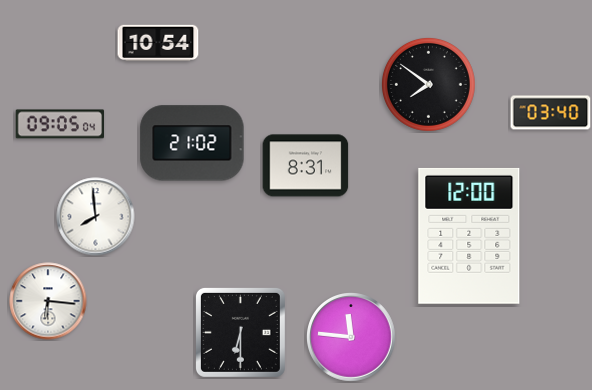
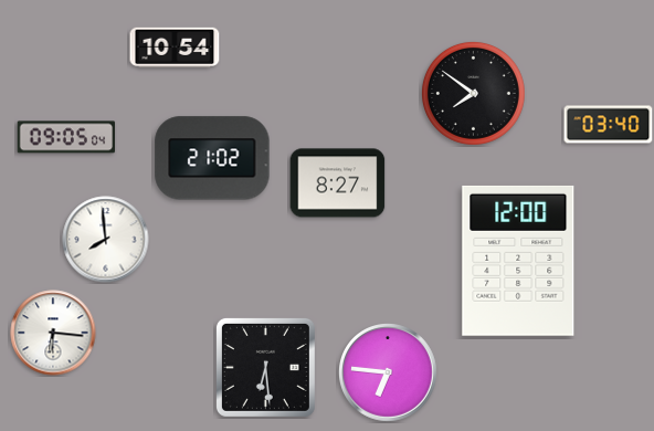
clock at (306, 166): 8:31 -> 8:27
clock at (240, 332): 6:30 -> 6:29
clock at (352, 338): 11:46 -> 6:46
